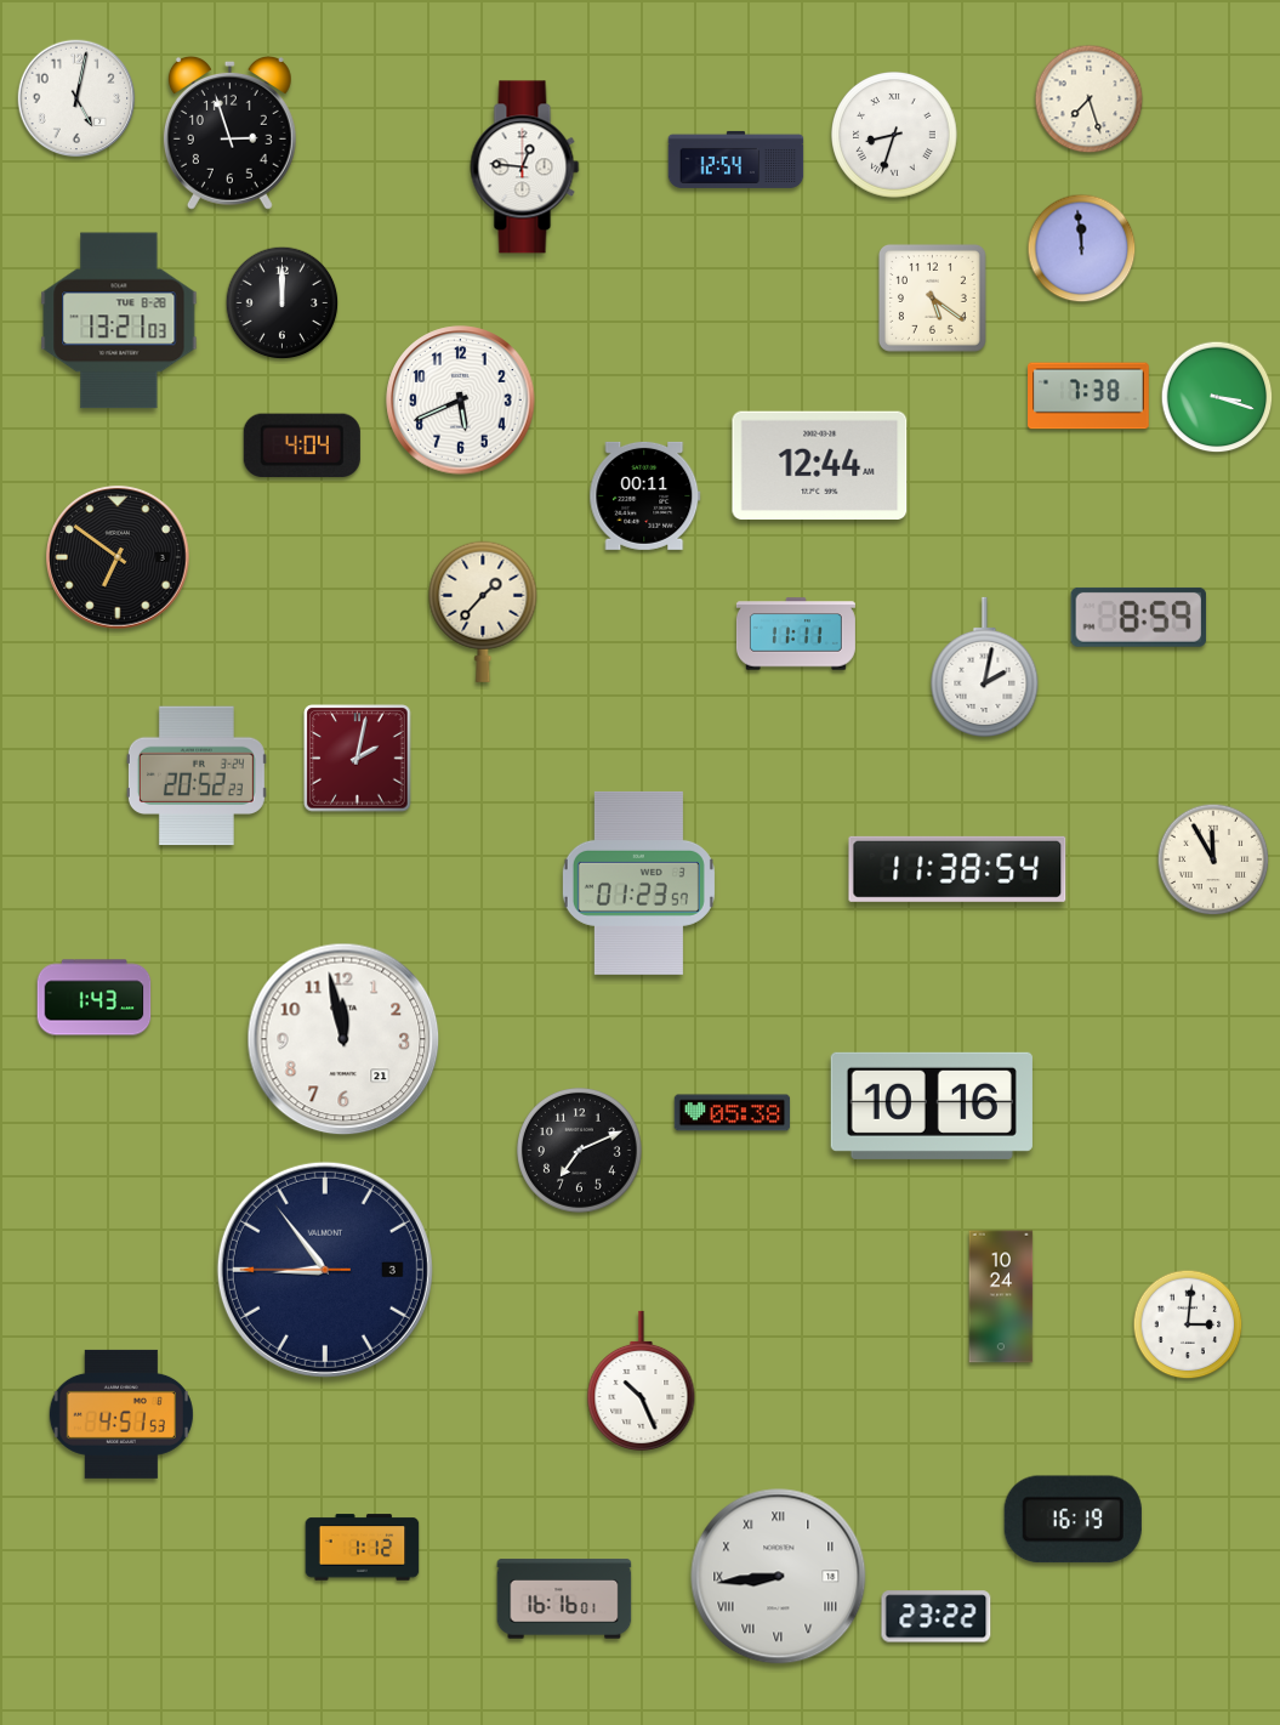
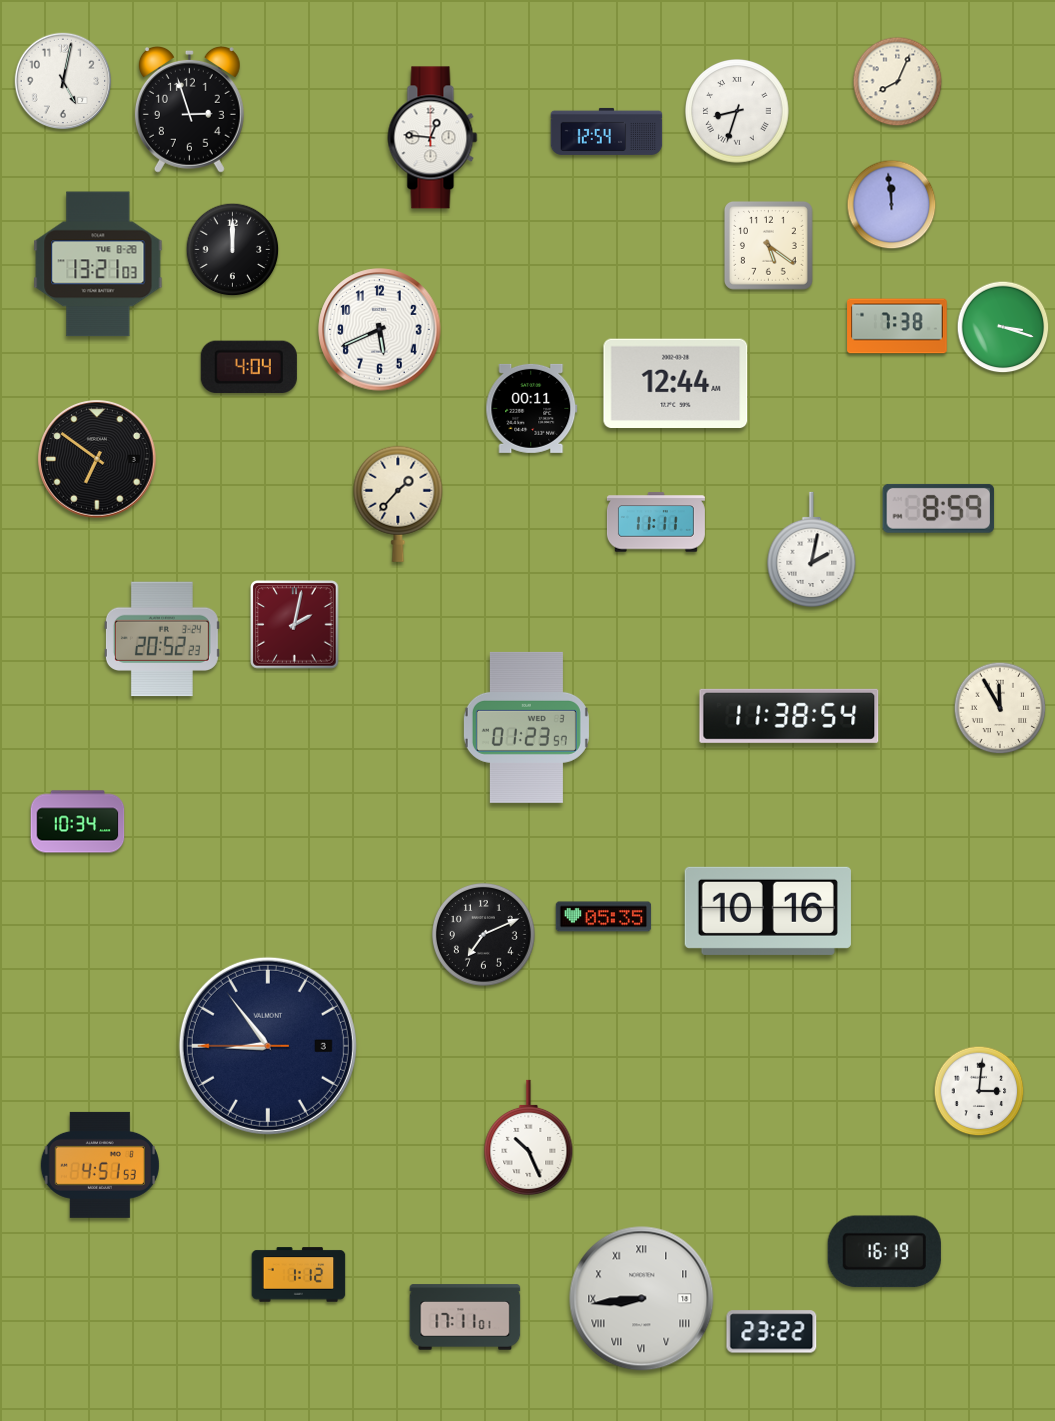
clock at (1090, 100): 7:27 -> 8:04
clock at (95, 998): 1:43 -> 10:34
clock at (343, 1039): 11:58 -> none
clock at (733, 1113): 05:38 -> 05:35
clock at (580, 1151) position: (580, 1151) -> (484, 935)
clock at (1001, 1296): 10:24 -> none
clock at (564, 1599): 16:16 -> 17:11
